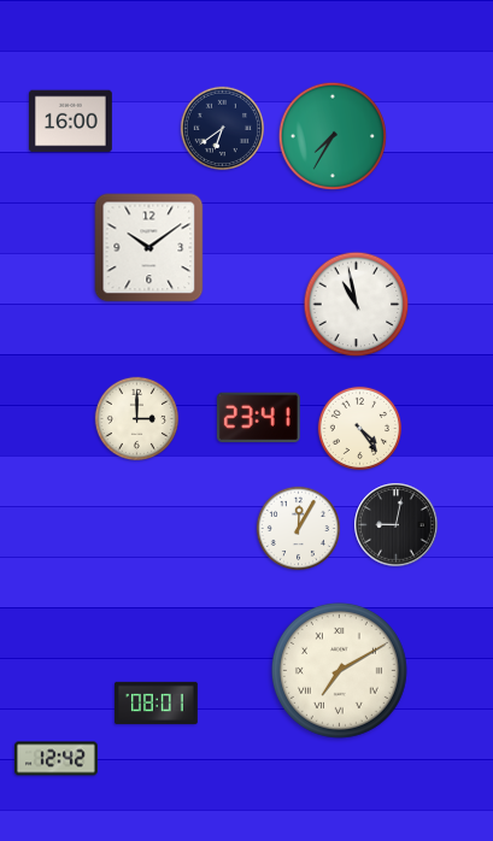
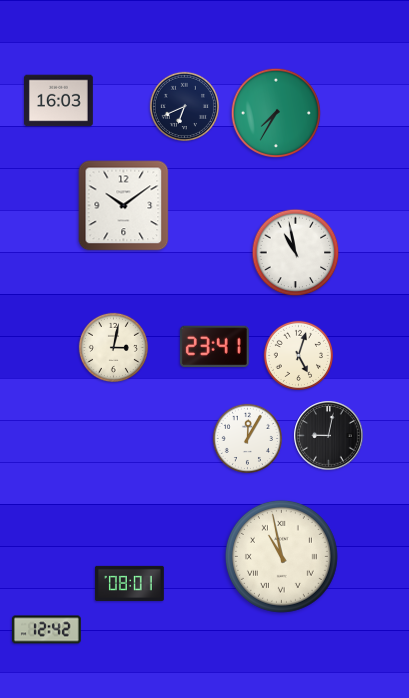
clock at (71, 122): 16:00 -> 16:03
clock at (222, 128): 6:39 -> 6:41
clock at (136, 418): 3:00 -> 3:02
clock at (359, 428): 4:24 -> 5:03
clock at (339, 670): 7:10 -> 10:58
